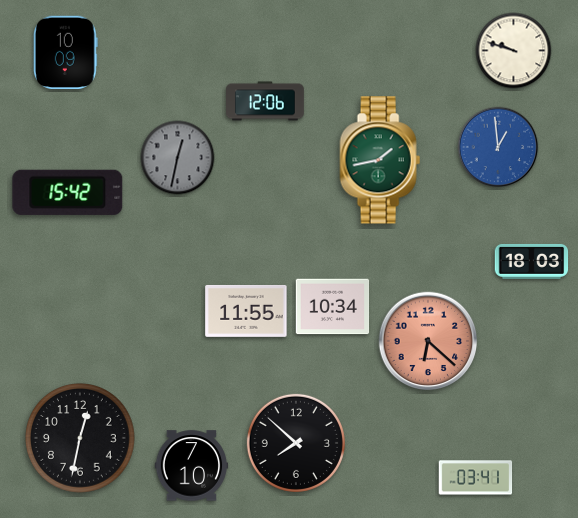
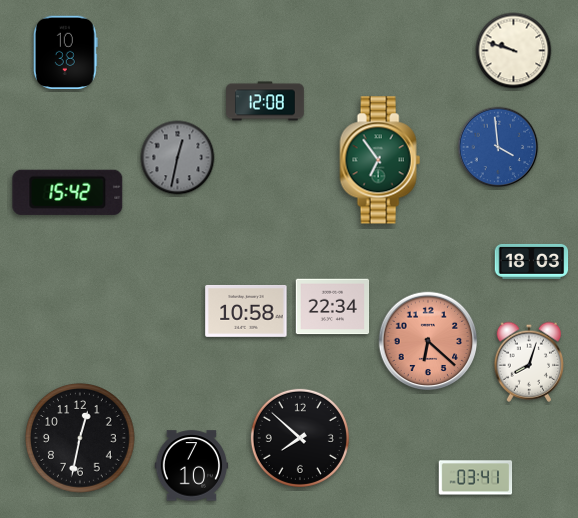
clock at (65, 53): 10:09 -> 10:38
clock at (266, 101): 12:06 -> 12:08
clock at (498, 147): 12:59 -> 3:59
clock at (380, 160): 1:43 -> 6:54
clock at (333, 307): 10:34 -> 22:34
clock at (246, 311): 11:55 -> 10:58
clock at (528, 362): none -> 8:03
clock at (296, 443) position: (296, 443) -> (300, 438)
